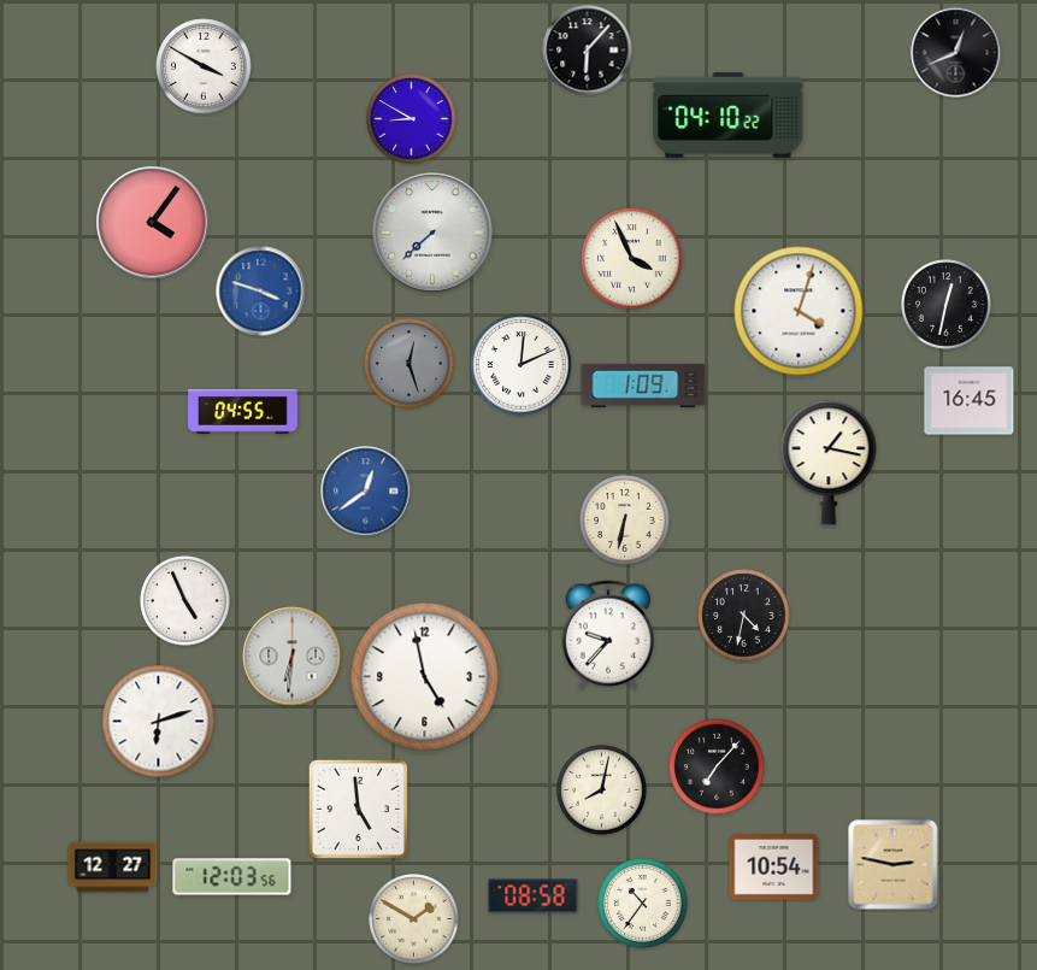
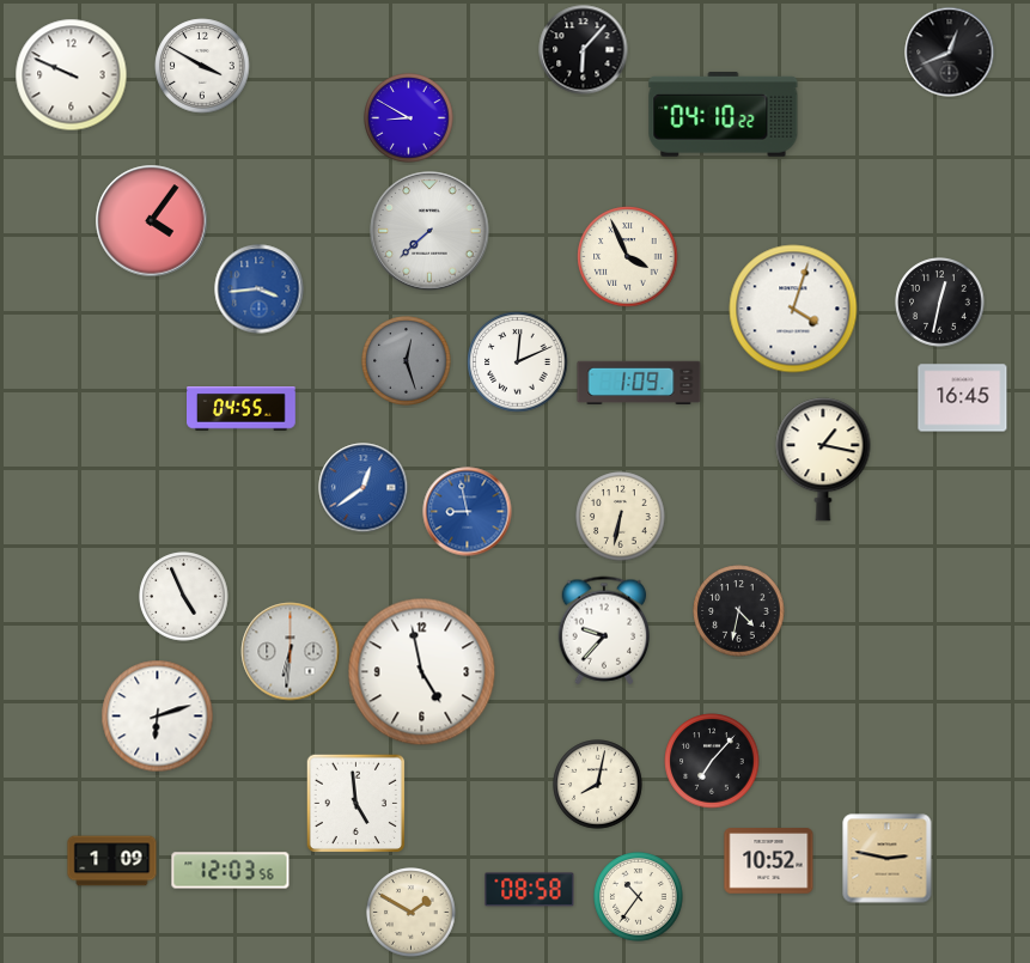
clock at (72, 75): none -> 9:49
clock at (261, 292): 3:48 -> 3:44
clock at (468, 512): none -> 8:58
clock at (113, 868): 12:27 -> 1:09
clock at (774, 868): 10:54 -> 10:52
